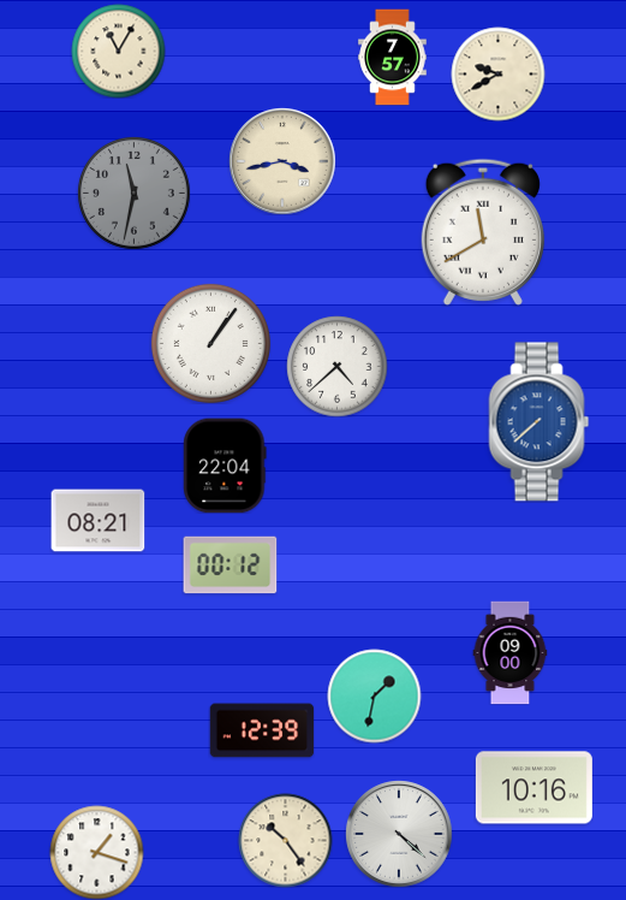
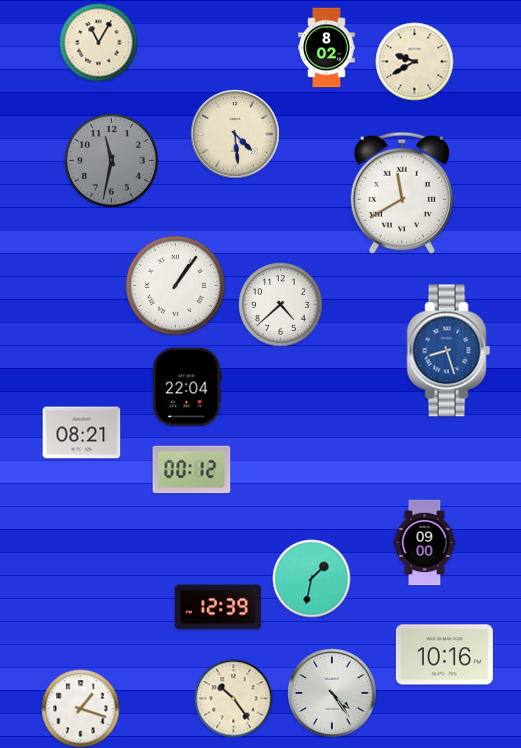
clock at (393, 57): 7:57 -> 8:02
clock at (282, 161): 3:43 -> 4:29
clock at (539, 422): 7:38 -> 8:27
clock at (399, 834): 4:22 -> 4:24
clock at (285, 840) position: (285, 840) -> (233, 698)
